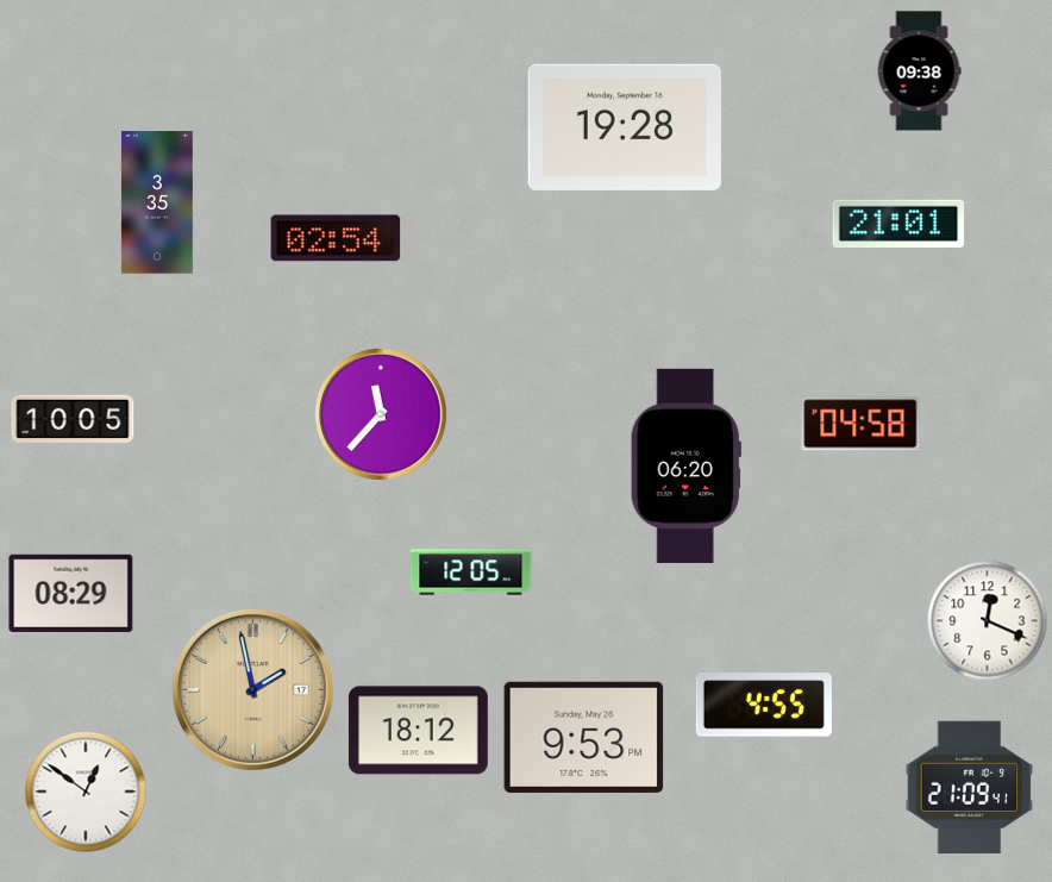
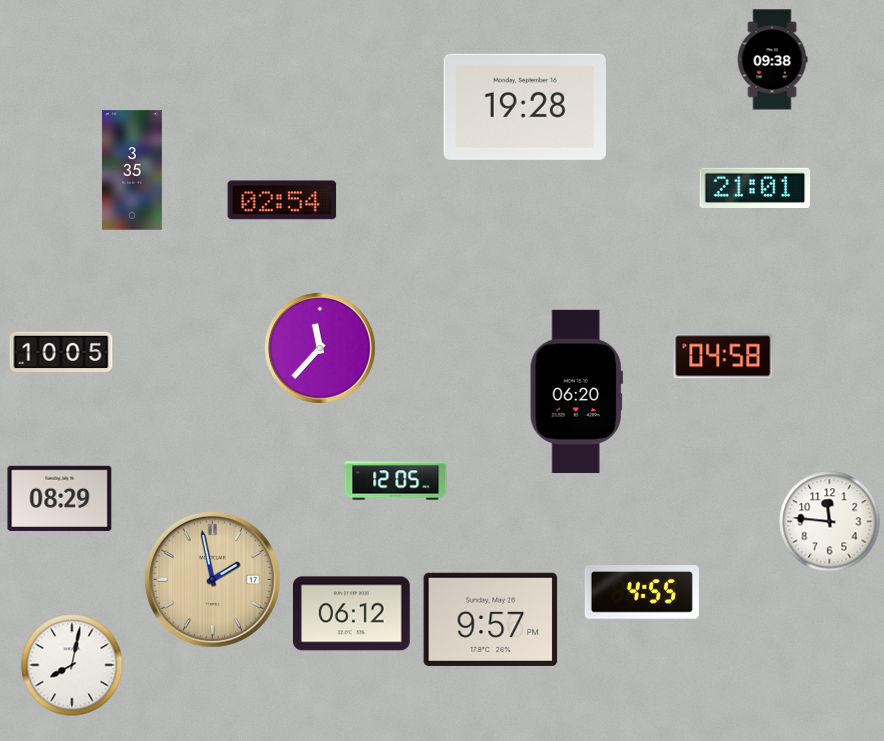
clock at (988, 621): 12:19 -> 11:46
clock at (418, 731): 18:12 -> 06:12
clock at (584, 737): 9:53 -> 9:57
clock at (970, 787): 21:09 -> none
clock at (86, 792): 12:51 -> 8:02
